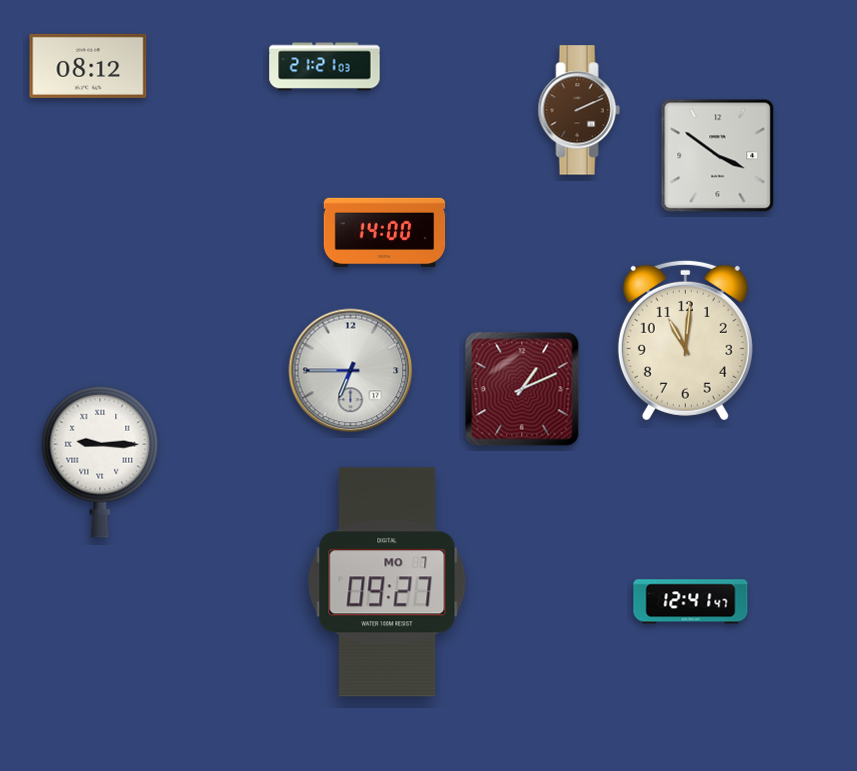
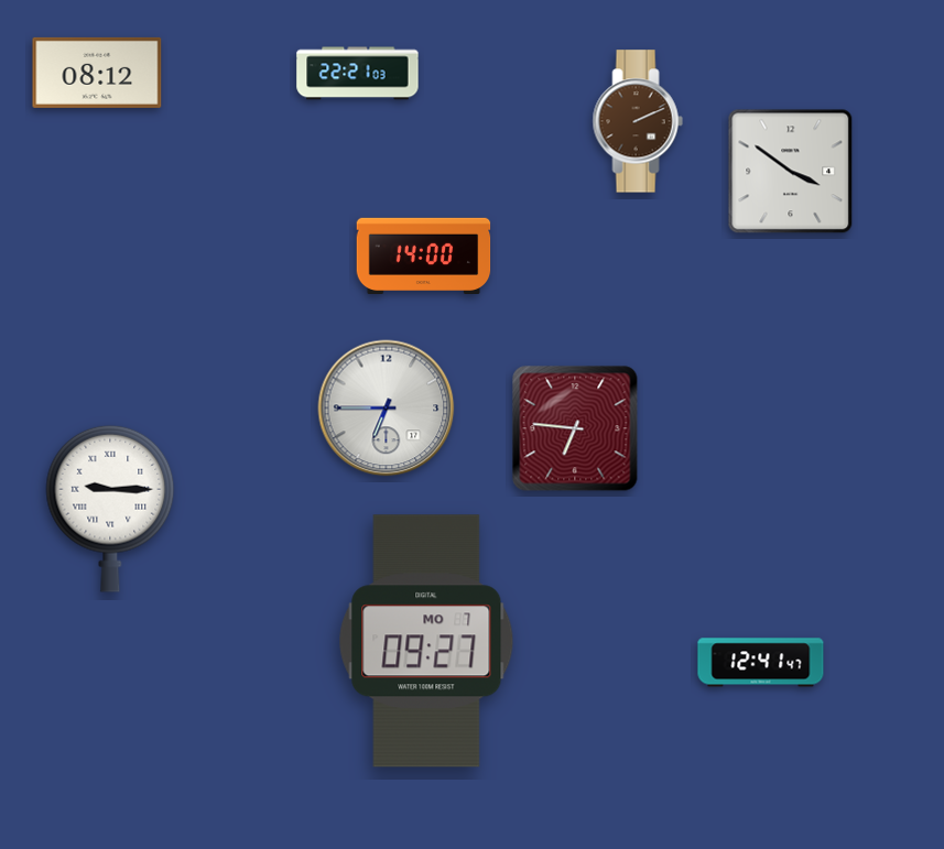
clock at (325, 67): 21:21 -> 22:21
clock at (685, 340): 11:01 -> none
clock at (522, 389): 1:11 -> 6:46
